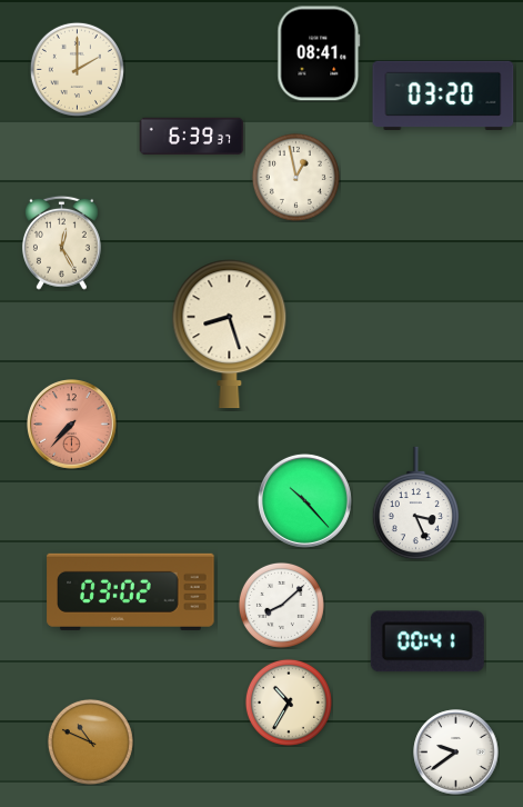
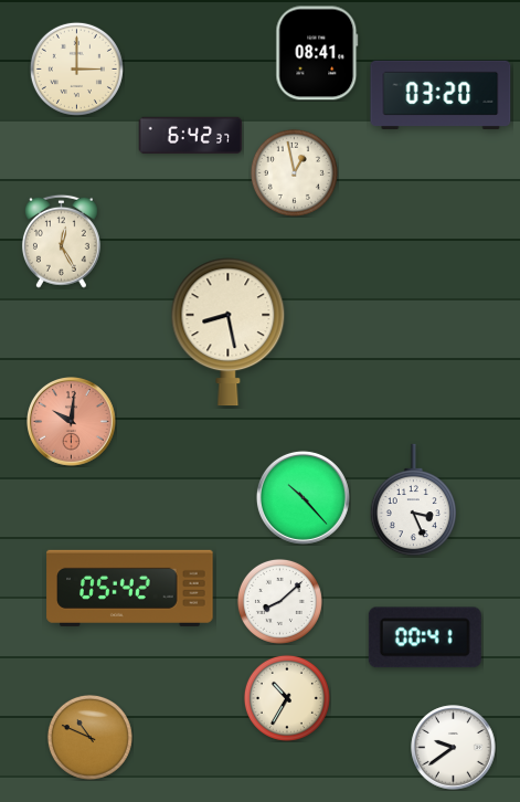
clock at (77, 69): 2:00 -> 3:00
clock at (192, 137): 6:39 -> 6:42
clock at (295, 177) position: (295, 177) -> (294, 172)
clock at (230, 335): 8:27 -> 8:28
clock at (72, 425): 7:37 -> 10:01
clock at (131, 591): 03:02 -> 05:42
